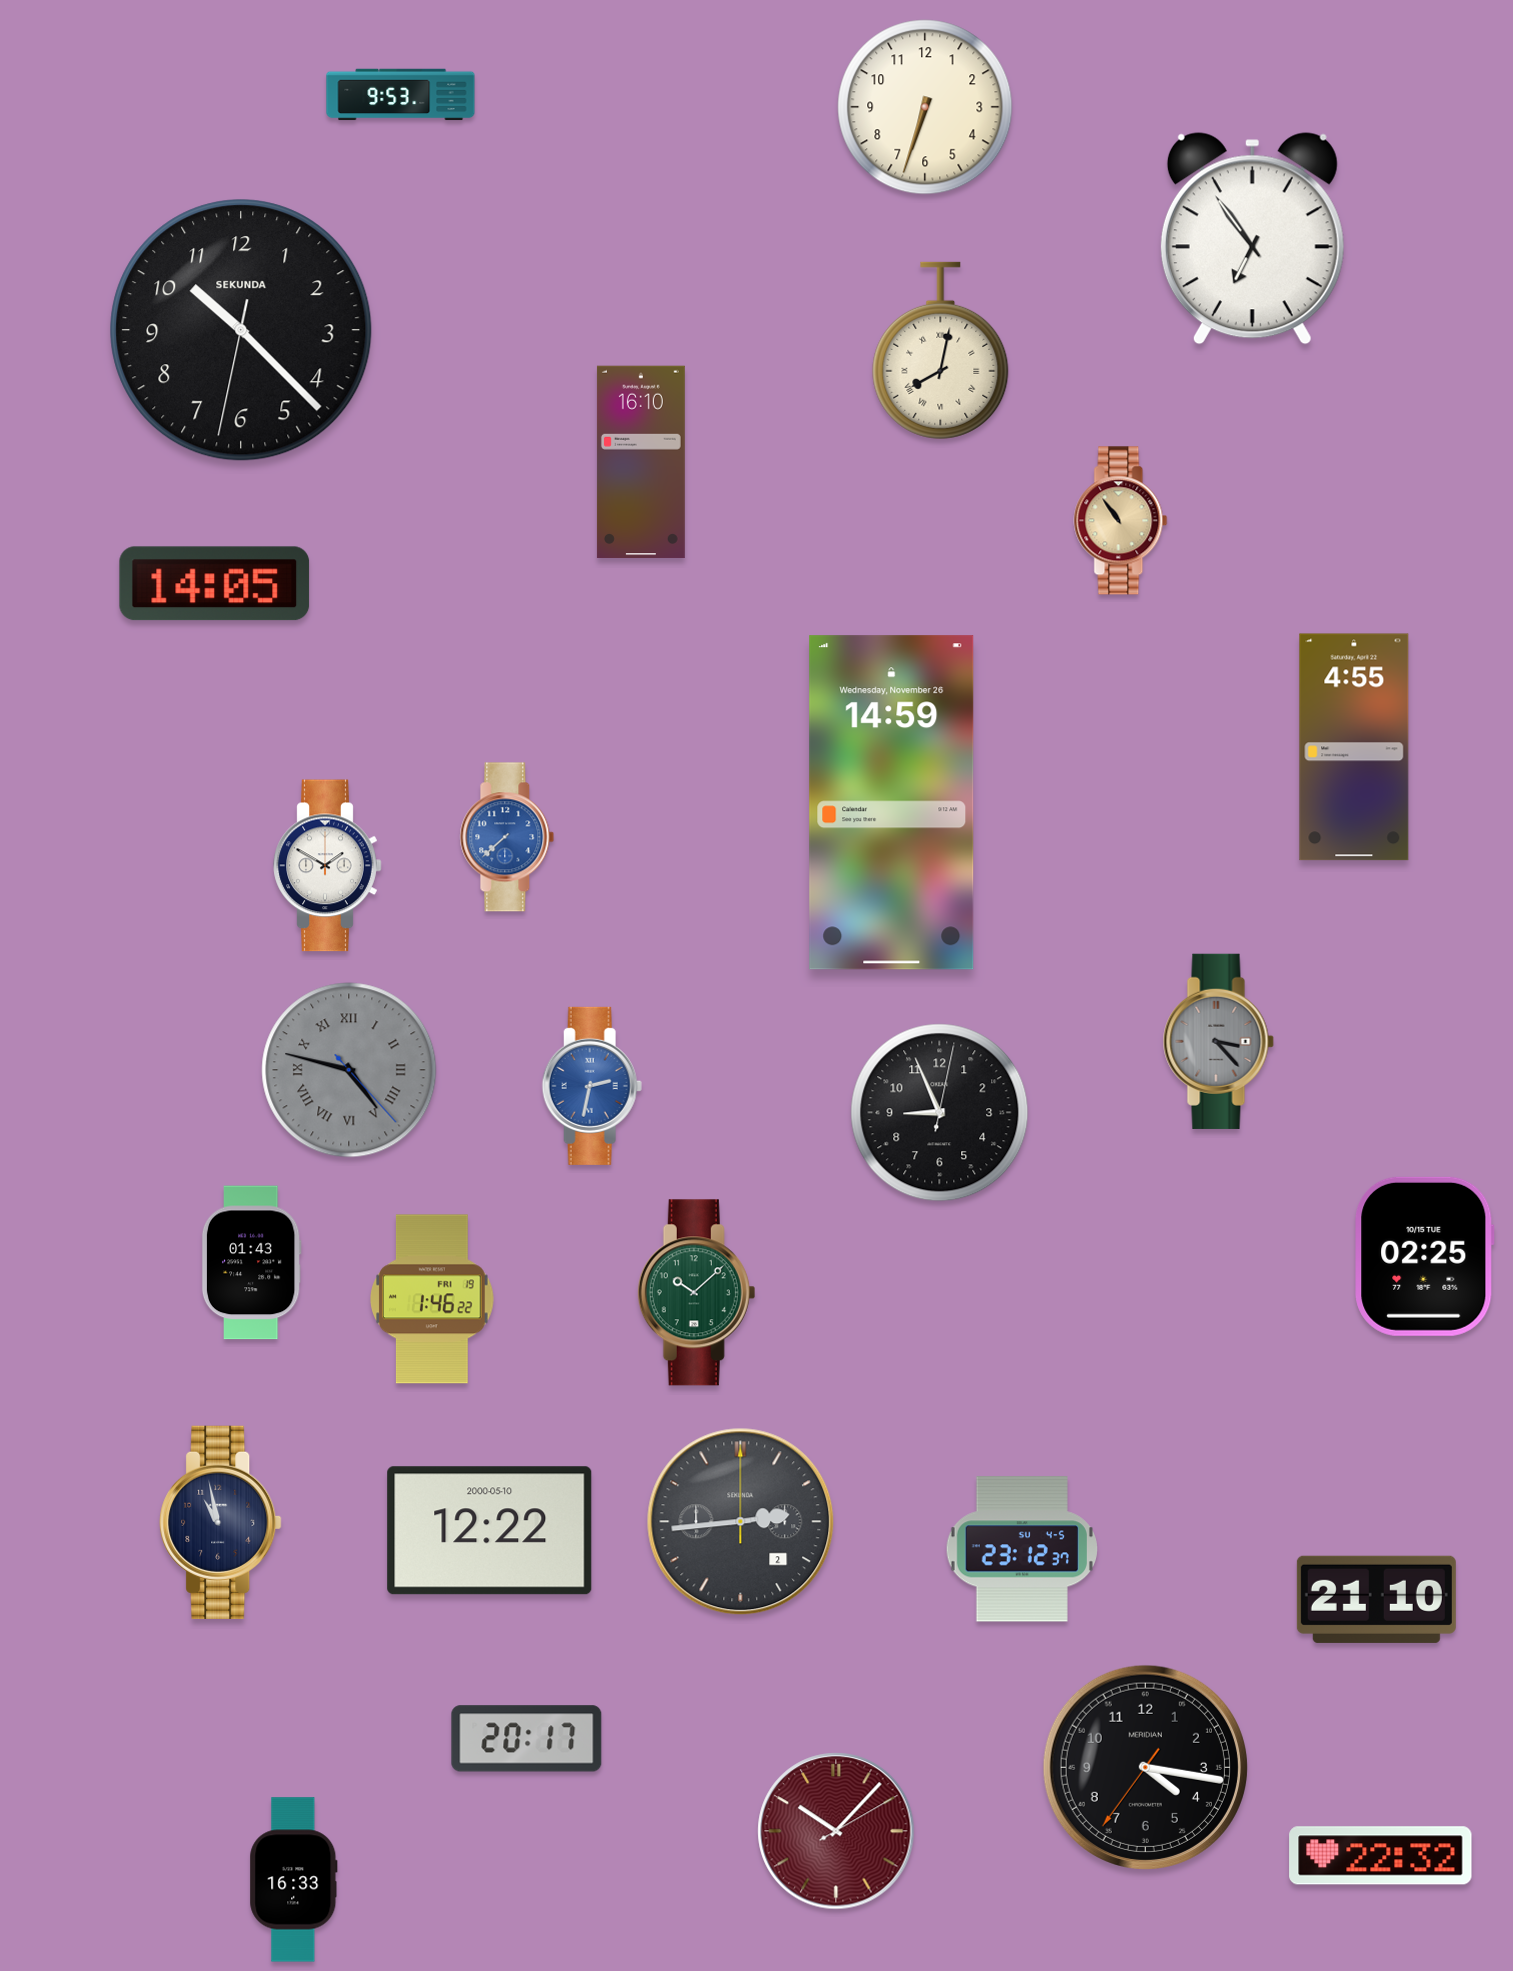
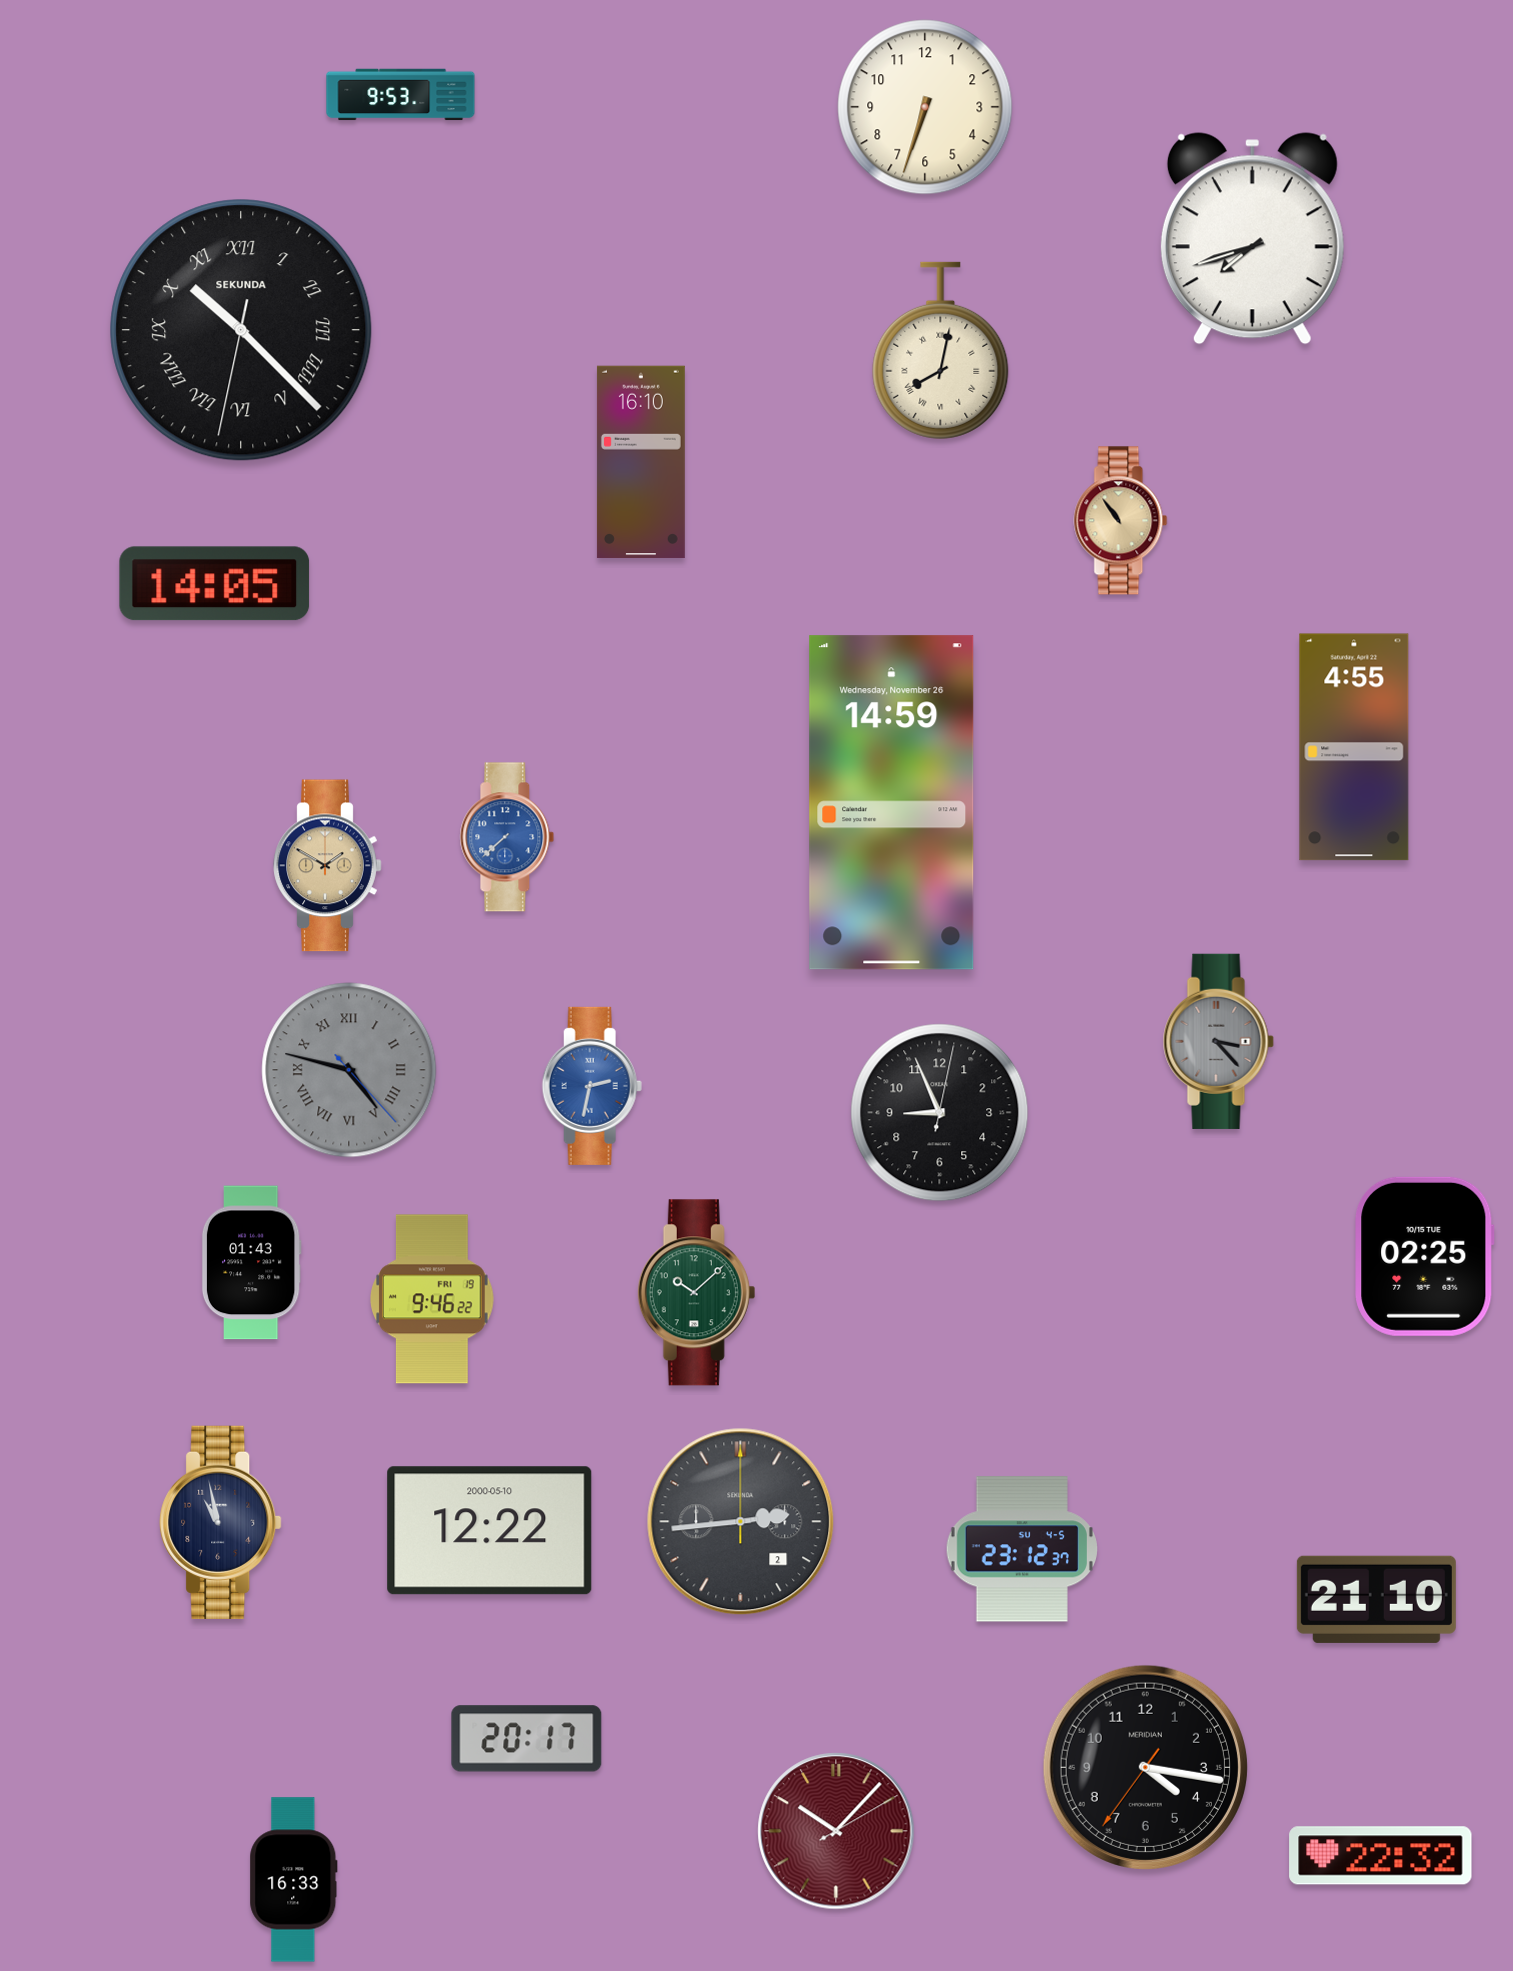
clock at (1252, 239): 6:54 -> 7:42
clock at (241, 330) numerals: Arabic -> Roman
clock at (328, 866) dial: white -> champagne
clock at (433, 1299): 1:46 -> 9:46
